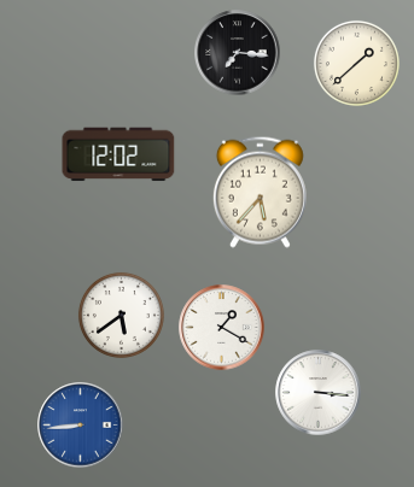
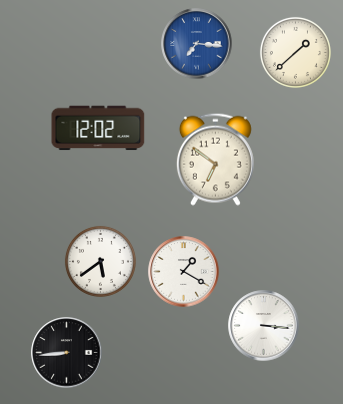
clock at (238, 53) dial: black -> blue
clock at (260, 192): 5:37 -> 6:51
clock at (81, 426) dial: blue -> black
